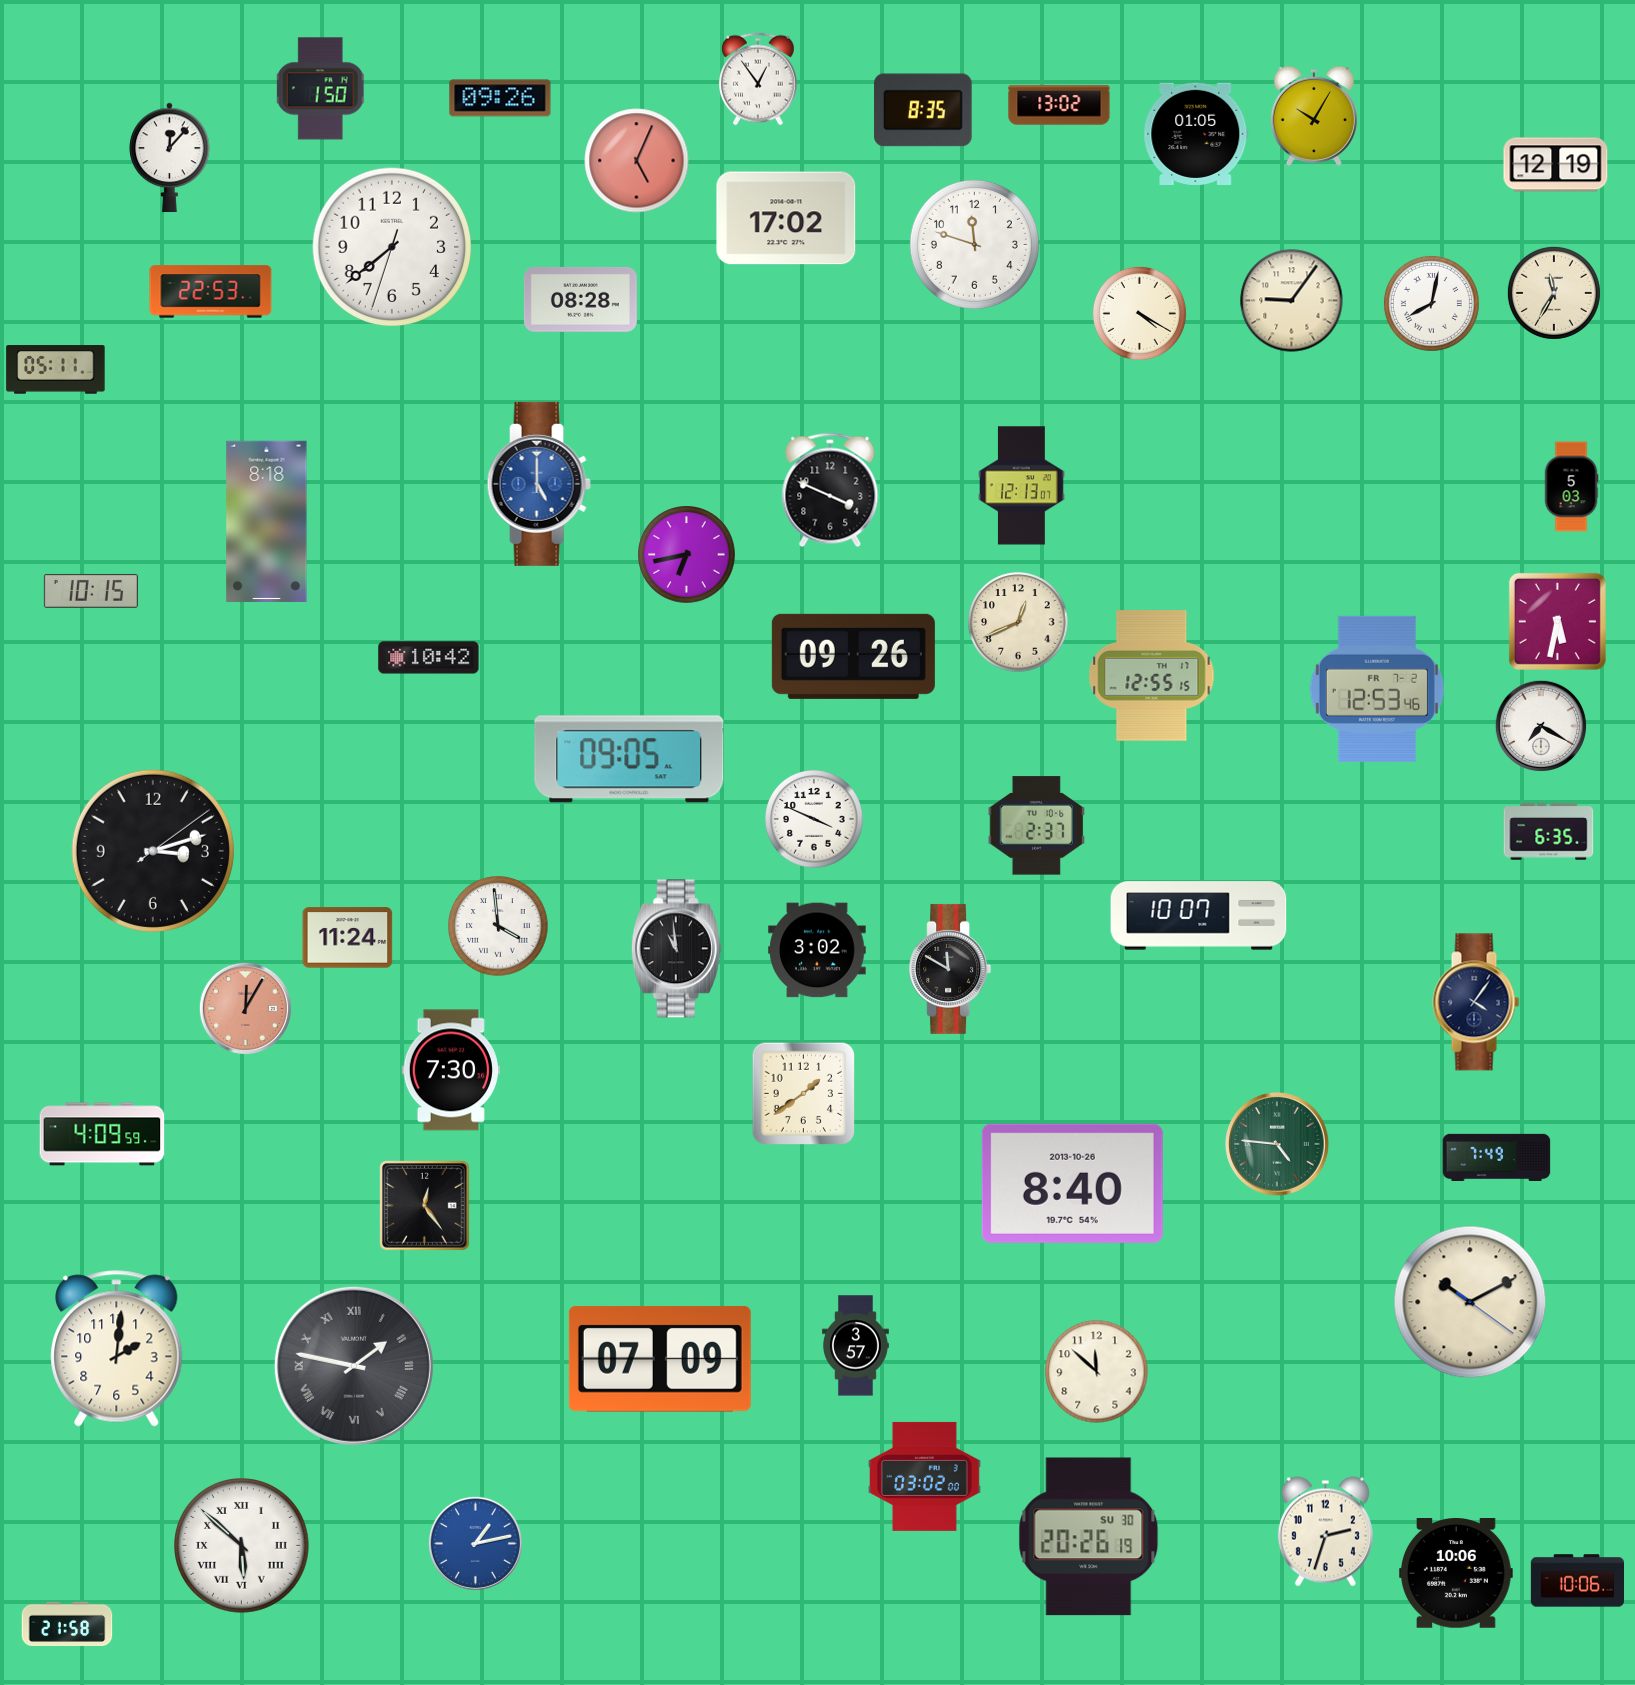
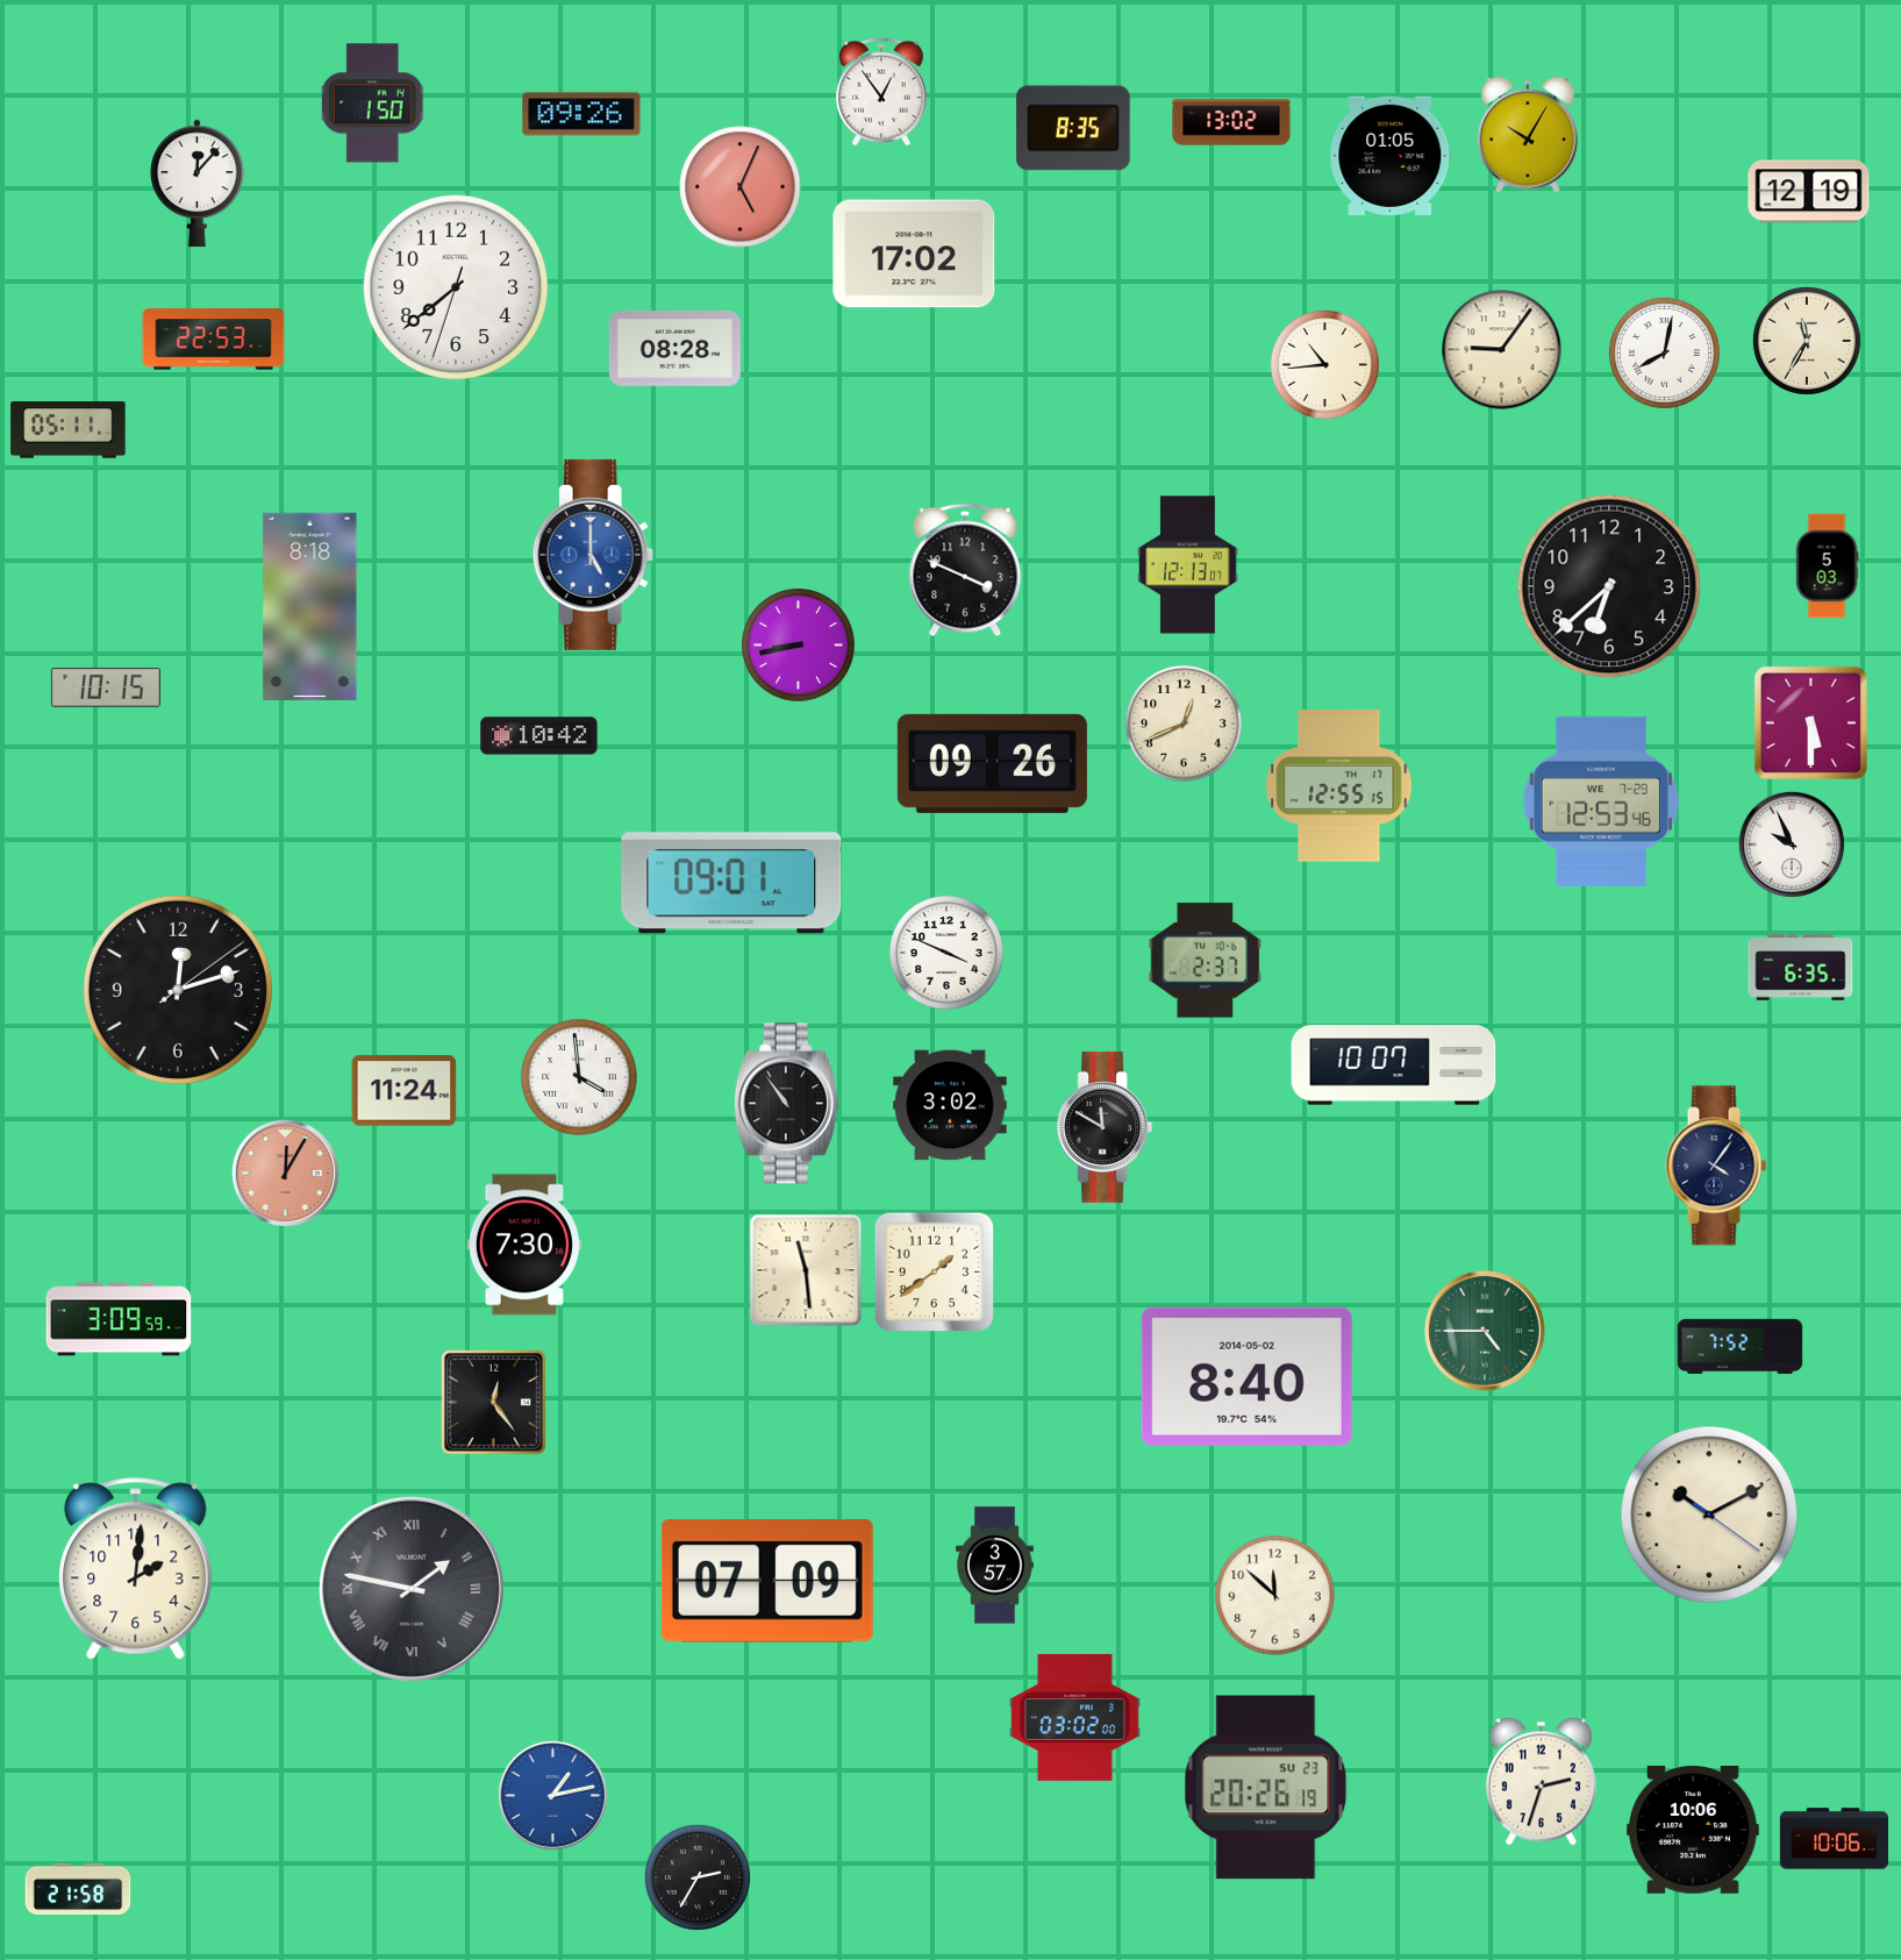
clock at (974, 244): 11:48 -> none
clock at (211, 292) position: (211, 292) -> (214, 340)
clock at (1139, 313): 4:20 -> 10:44
clock at (56, 370) position: (56, 370) -> (69, 430)
clock at (539, 484) position: (539, 484) -> (593, 555)
clock at (1609, 586): none -> 6:38
clock at (687, 555): 6:43 -> 8:43
clock at (1557, 621): 5:32 -> 5:30
clock at (429, 658) position: (429, 658) -> (539, 736)
clock at (1377, 689) date: FR 7-2 -> WE 7-29
clock at (1541, 726): 7:20 -> 9:56
clock at (629, 759): 09:05 -> 09:01
clock at (153, 851): 3:12 -> 12:12
clock at (676, 949): 10:59 -> 10:54
clock at (806, 1270): none -> 11:29
clock at (102, 1134): 4:09 -> 3:09
clock at (1278, 1145): 4:46 -> 4:45
clock at (1497, 1157): 7:49 -> 7:52
clock at (1072, 1183) date: 2013-10-26 -> 2014-05-02
clock at (1089, 1537) date: SU 30 -> SU 23
clock at (242, 1546): 5:52 -> none
clock at (698, 1877): none -> 2:35
